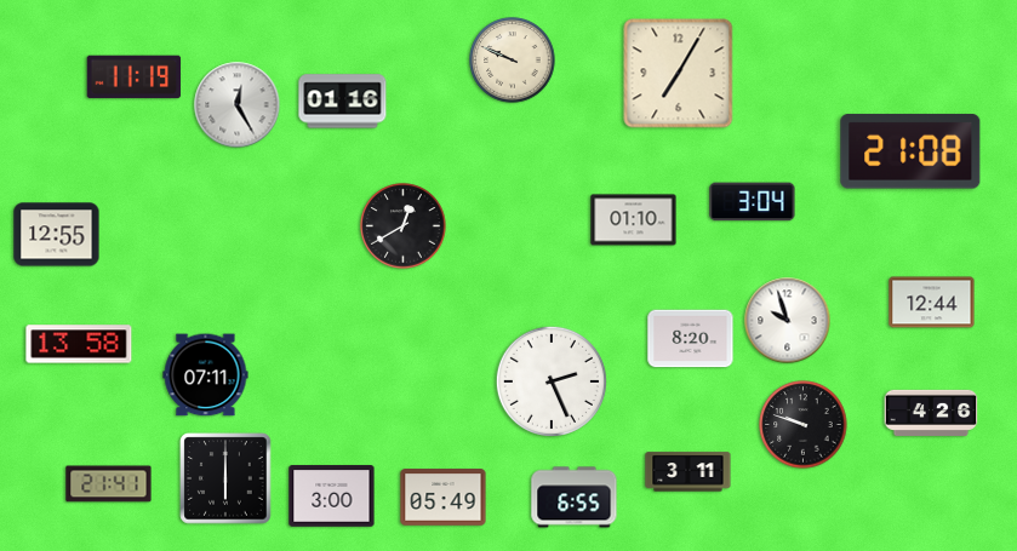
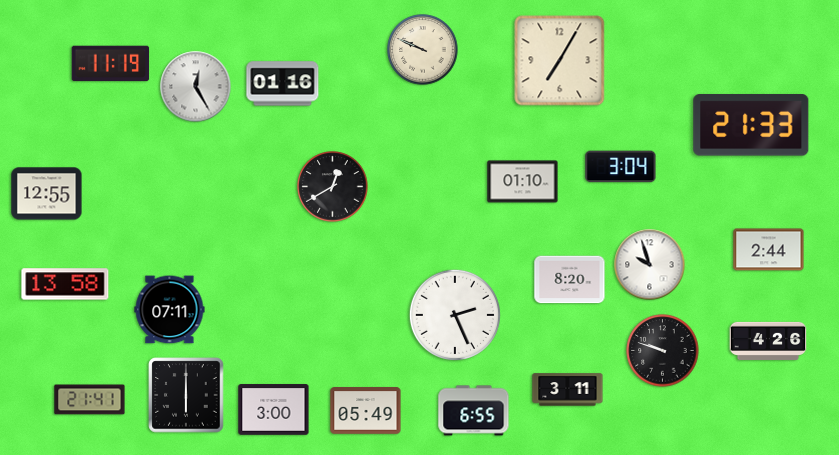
clock at (910, 151): 21:08 -> 21:33
clock at (932, 303): 12:44 -> 2:44
